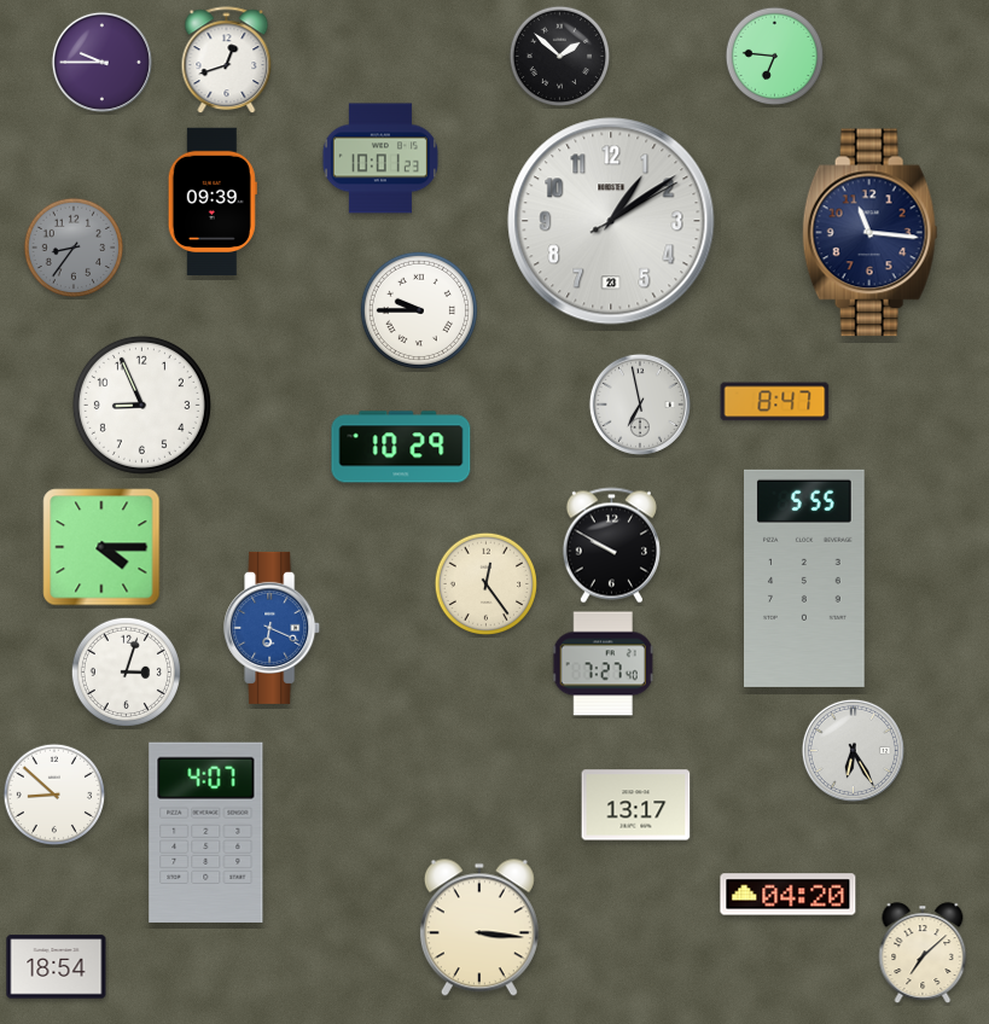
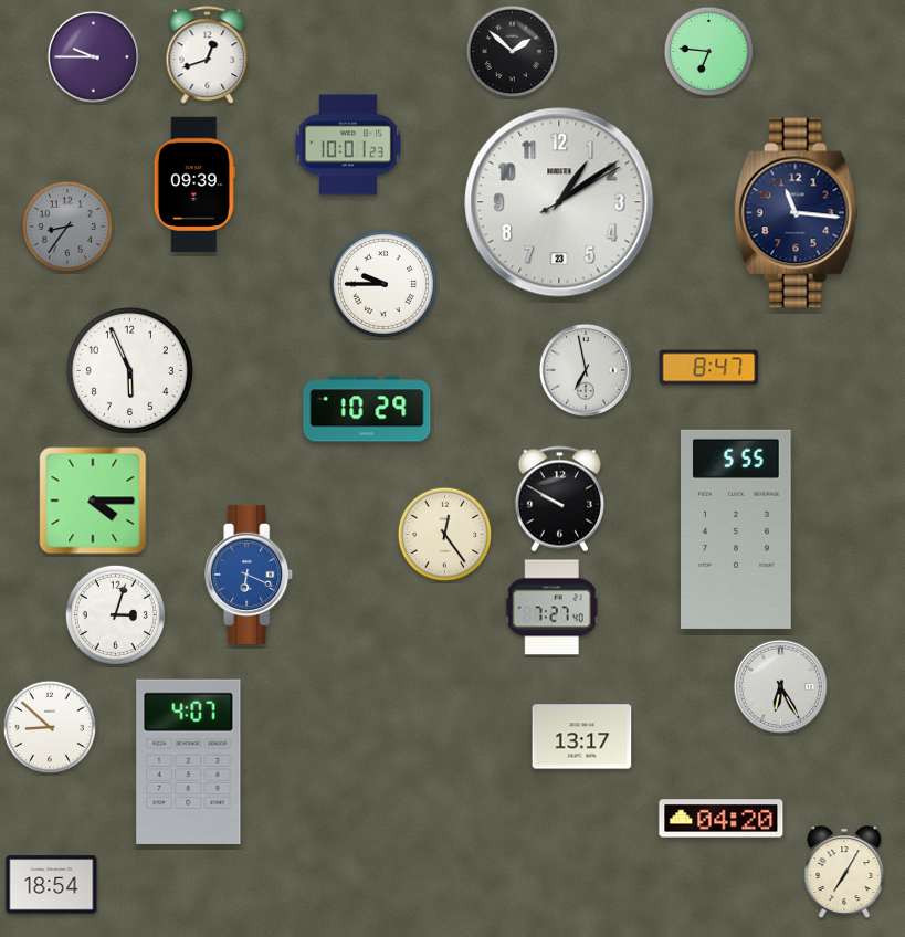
clock at (141, 405): 8:56 -> 5:56
clock at (479, 927): 3:16 -> none
clock at (923, 953): 7:08 -> 7:05
